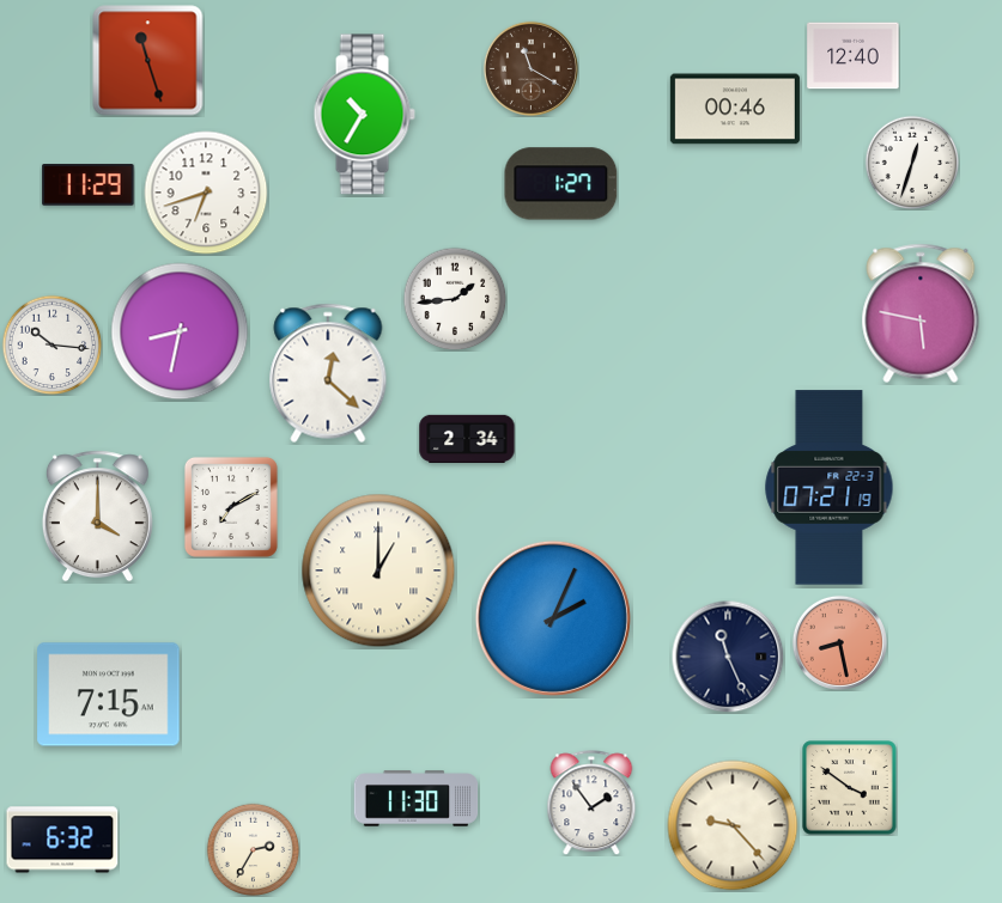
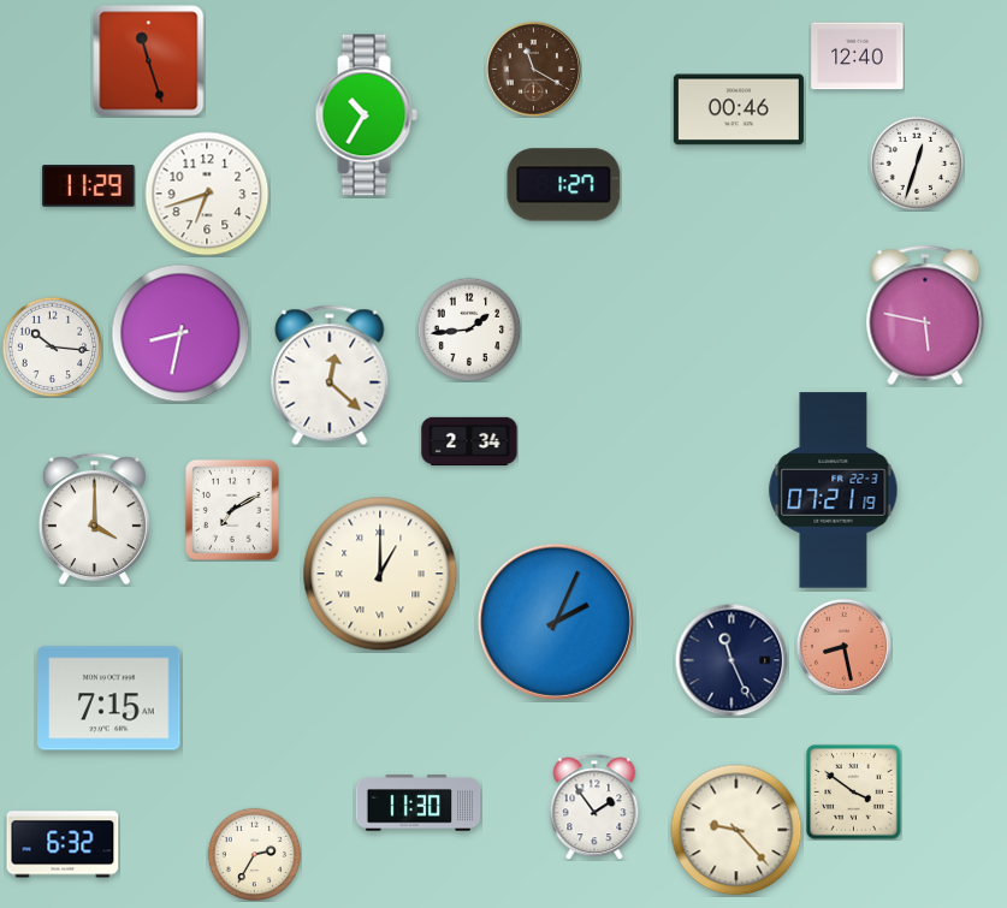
clock at (455, 299) position: (455, 299) -> (469, 330)
clock at (97, 517) position: (97, 517) -> (94, 520)
